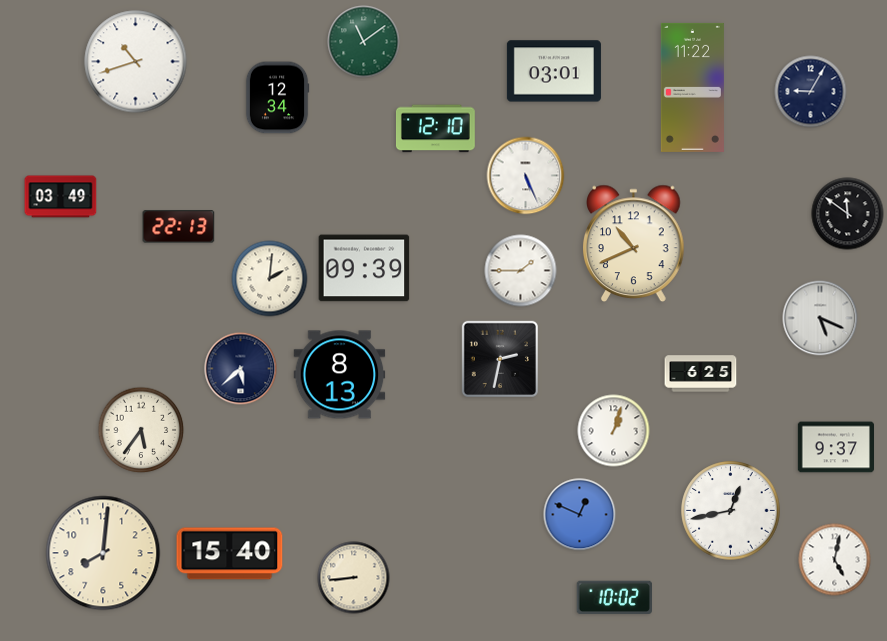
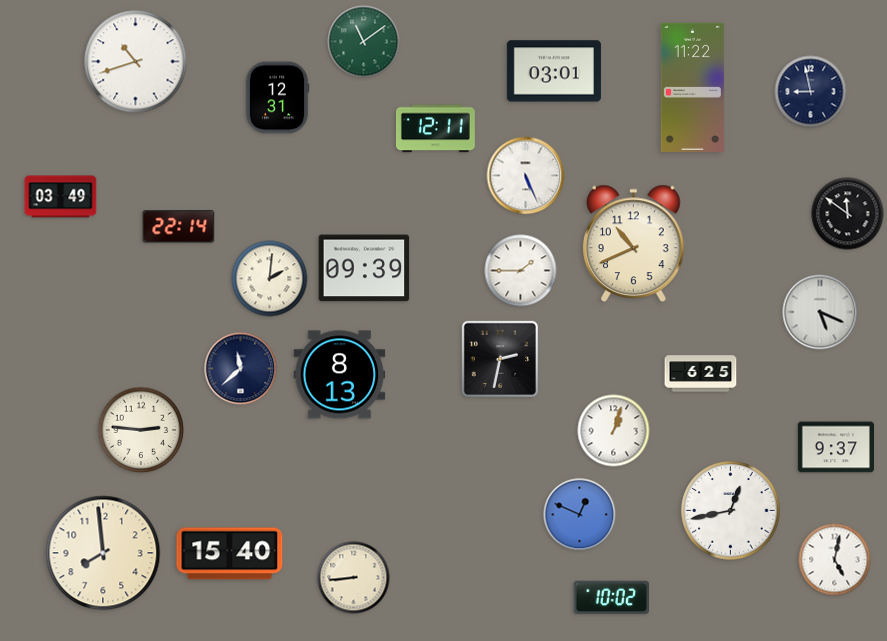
clock at (811, 92): 9:05 -> 8:58
clock at (277, 98): 12:34 -> 12:31
clock at (435, 129): 12:10 -> 12:11
clock at (179, 227): 22:13 -> 22:14
clock at (820, 318) position: (820, 318) -> (820, 312)
clock at (241, 369): 5:38 -> 11:38
clock at (141, 430): 5:36 -> 2:46
clock at (103, 553): 8:01 -> 7:59
clock at (614, 597) position: (614, 597) -> (611, 597)
